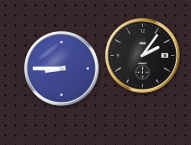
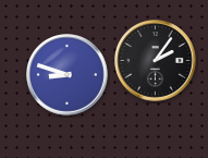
clock at (62, 69): 8:45 -> 8:48
